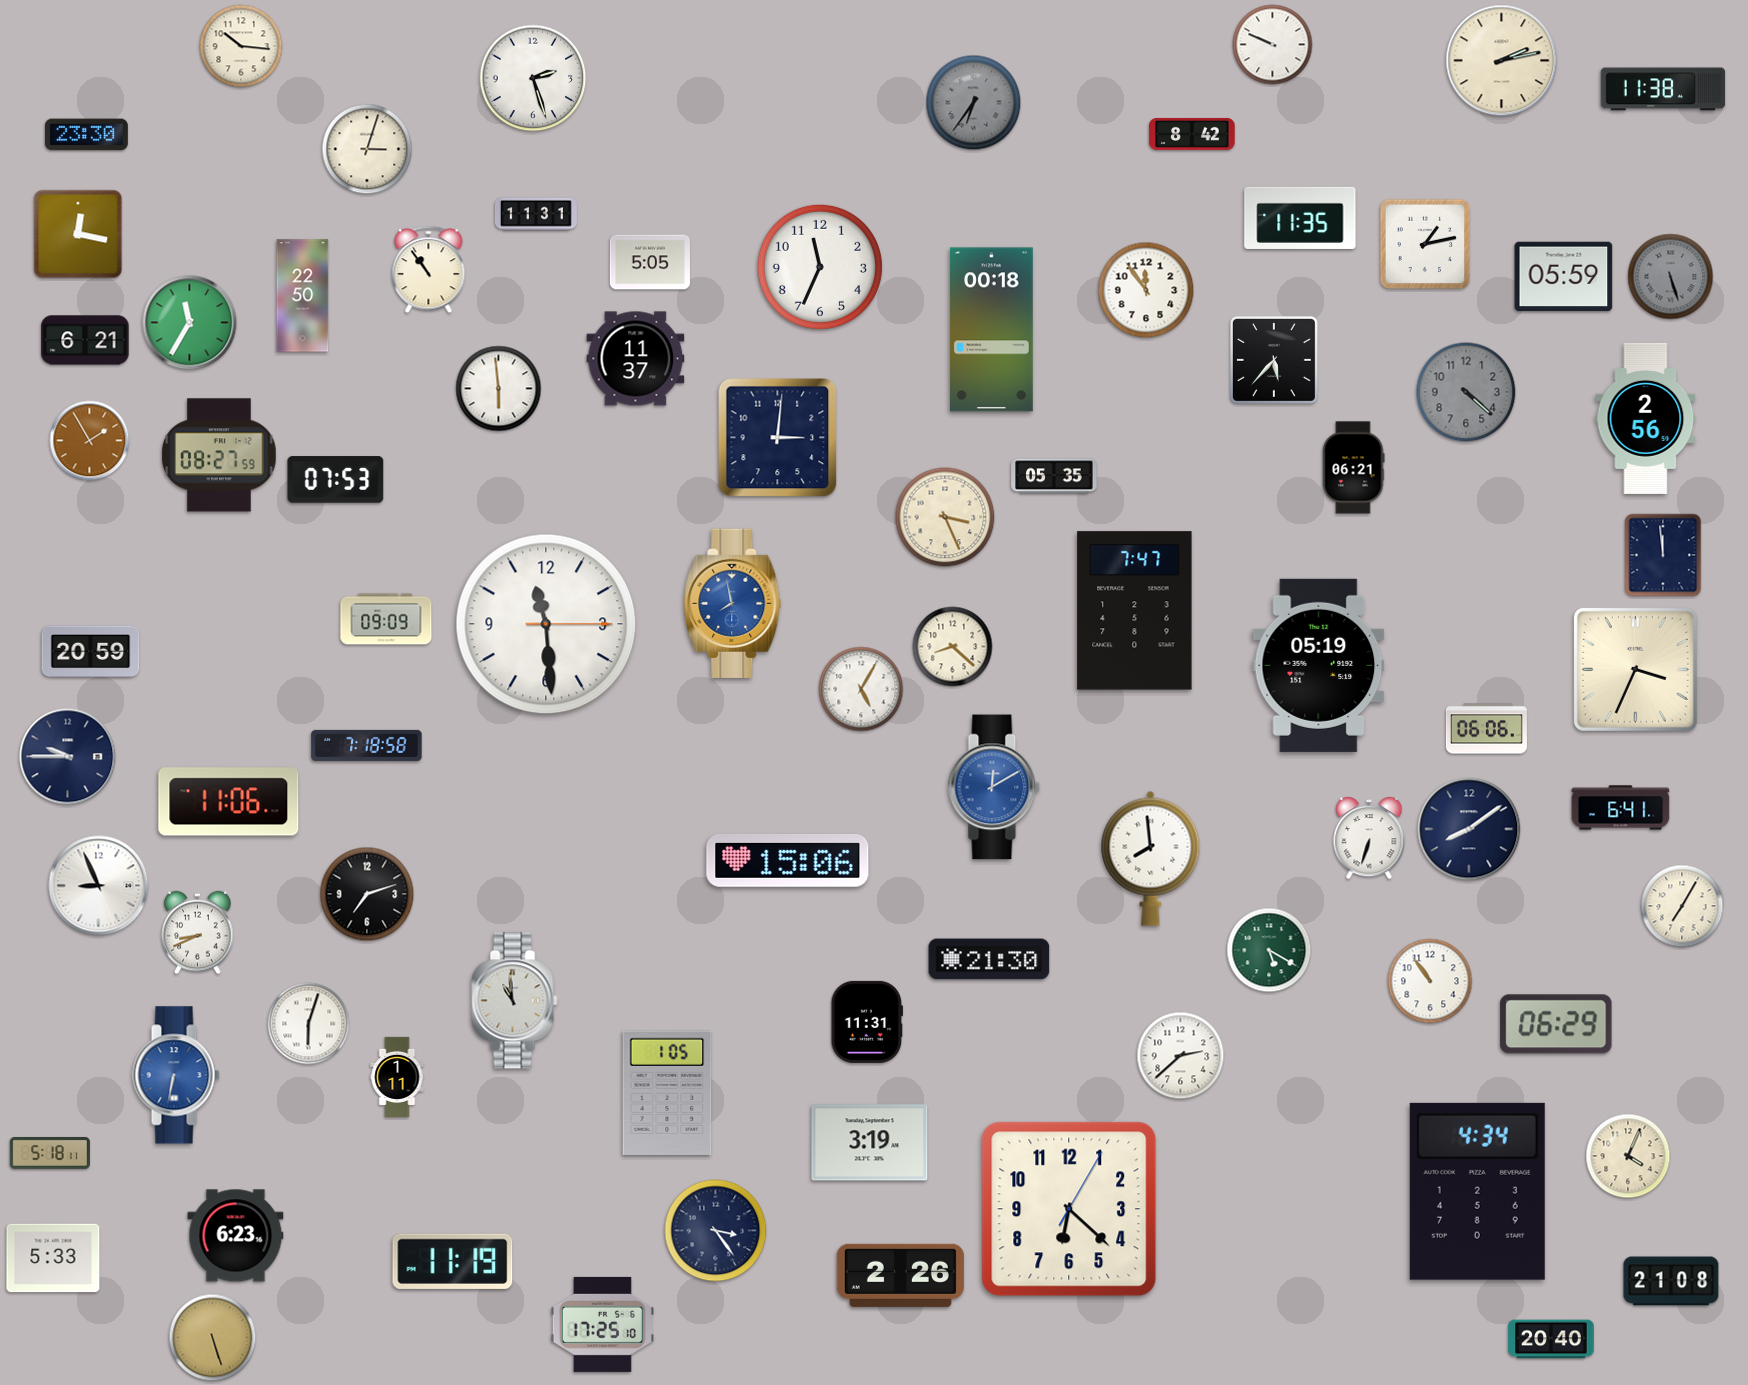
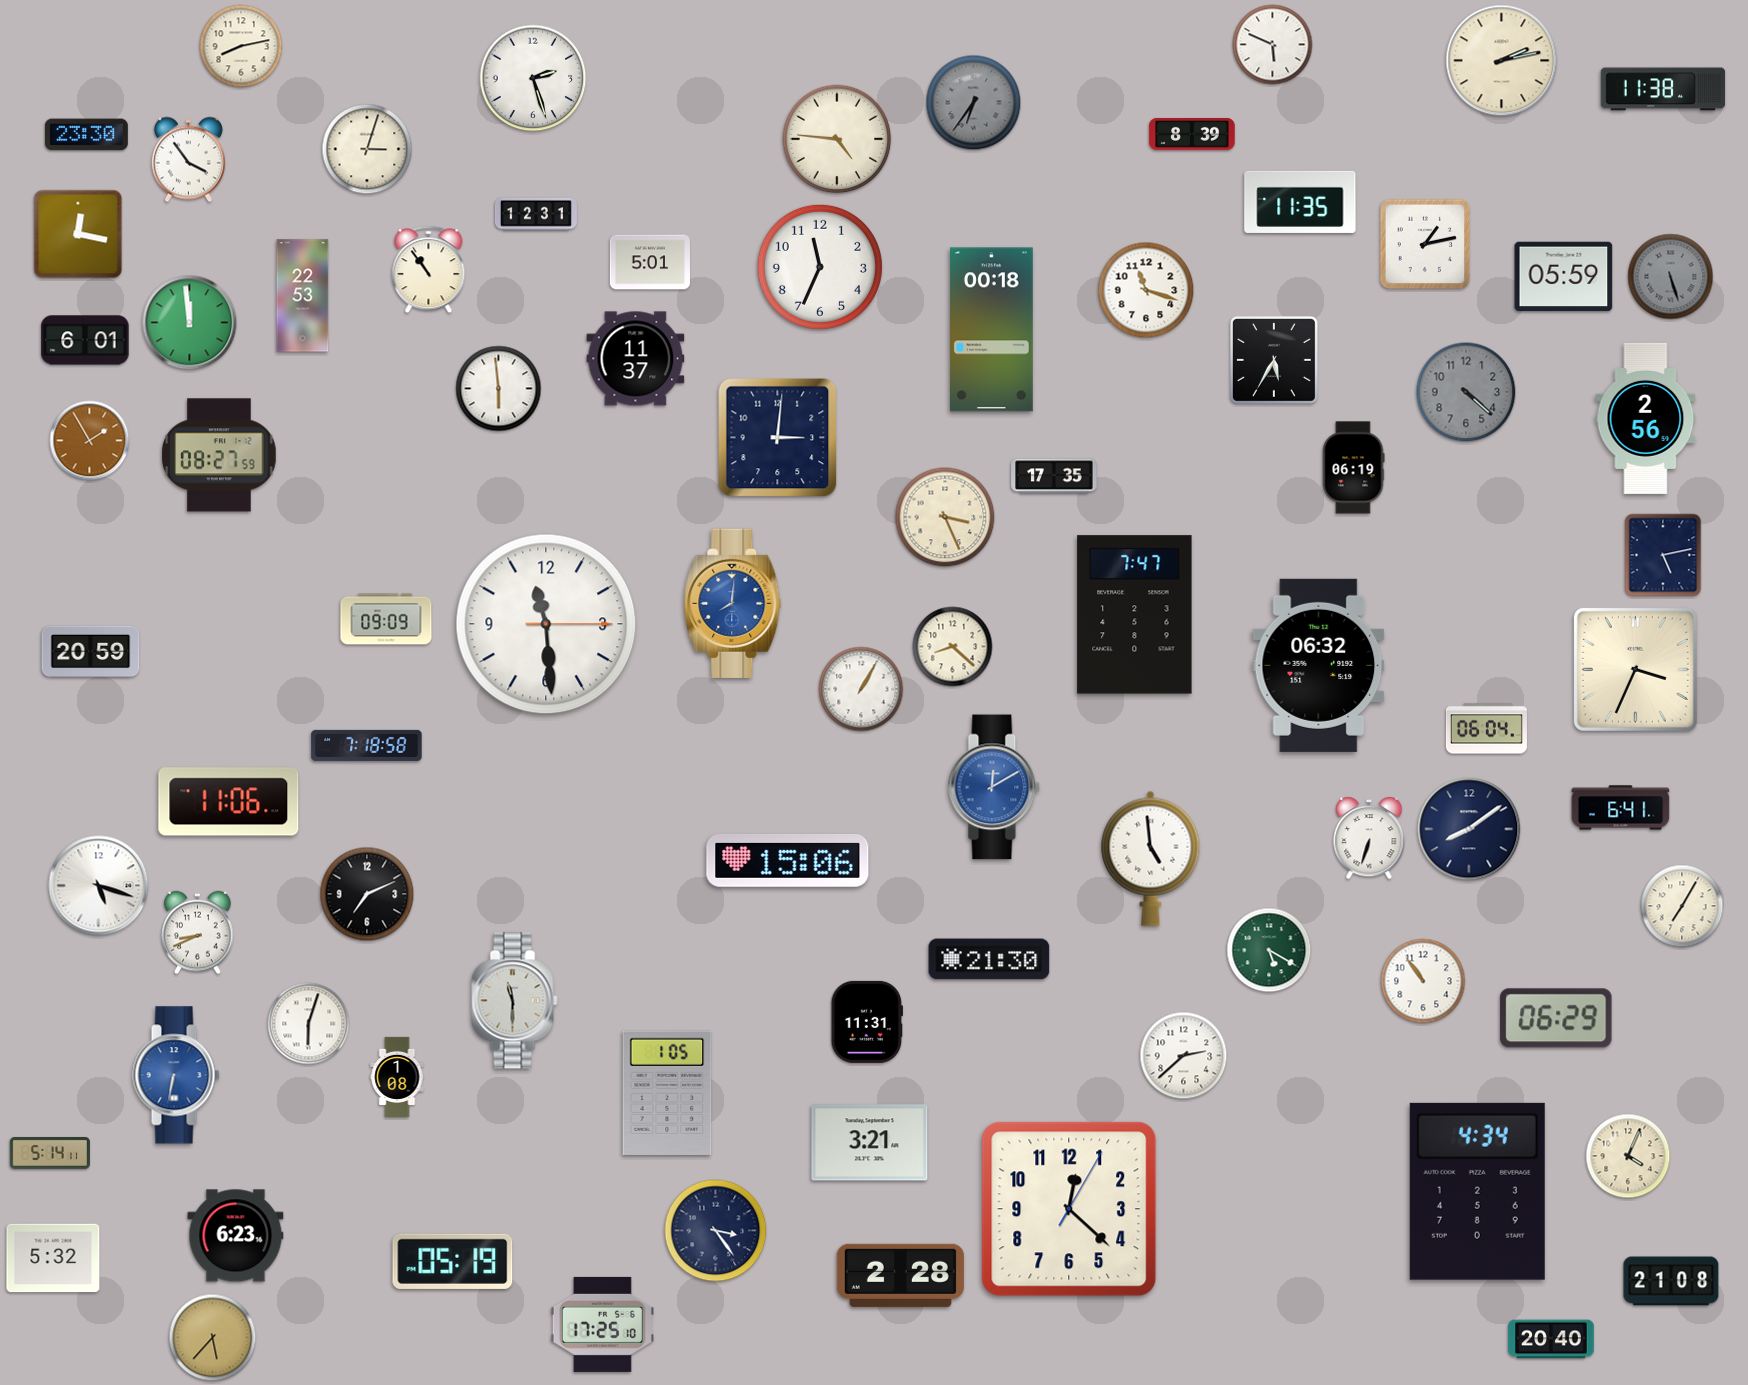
clock at (1273, 45): 9:49 -> 5:49
clock at (241, 46): 10:16 -> 8:13
clock at (1192, 134): 8:42 -> 8:39
clock at (837, 139): none -> 4:46
clock at (188, 160): none -> 3:54
clock at (536, 214): 11:31 -> 12:31
clock at (1300, 218) position: (1300, 218) -> (1300, 202)
clock at (650, 262): 5:05 -> 5:01
clock at (1146, 290): 11:54 -> 11:18
clock at (303, 296): 22:50 -> 22:53
clock at (190, 323): 11:35 -> 11:59
clock at (85, 340): 6:21 -> 6:01
clock at (1274, 360): 5:37 -> 5:35
clock at (1353, 468): 06:21 -> 06:19
clock at (1054, 476): 05:35 -> 17:35
clock at (336, 480): 07:53 -> none
clock at (1663, 555): 11:59 -> 5:13
clock at (733, 603): 7:58 -> 8:01
clock at (1135, 611) position: (1135, 611) -> (1135, 615)
clock at (1319, 665): 05:19 -> 06:32
clock at (861, 689): 5:05 -> 1:05
clock at (1486, 729): 06:06 -> 06:04
clock at (68, 757): 9:45 -> none
clock at (1151, 858): 7:59 -> 4:59
clock at (99, 886): 8:56 -> 5:18
clock at (367, 894): 7:12 -> 7:11
clock at (1430, 981) position: (1430, 981) -> (1423, 981)
clock at (515, 1001): 10:59 -> 11:30
clock at (1556, 1024) position: (1556, 1024) -> (1556, 1018)
clock at (1181, 1056) position: (1181, 1056) -> (1184, 1056)
clock at (397, 1076): 1:11 -> 1:08
clock at (870, 1143): 3:19 -> 3:21
clock at (50, 1153): 5:18 -> 5:14
clock at (1069, 1209): 6:22 -> 12:22
clock at (53, 1258): 5:33 -> 5:32
clock at (453, 1261): 11:19 -> 05:19
clock at (900, 1275): 2:26 -> 2:28
clock at (213, 1338): 5:27 -> 5:37
